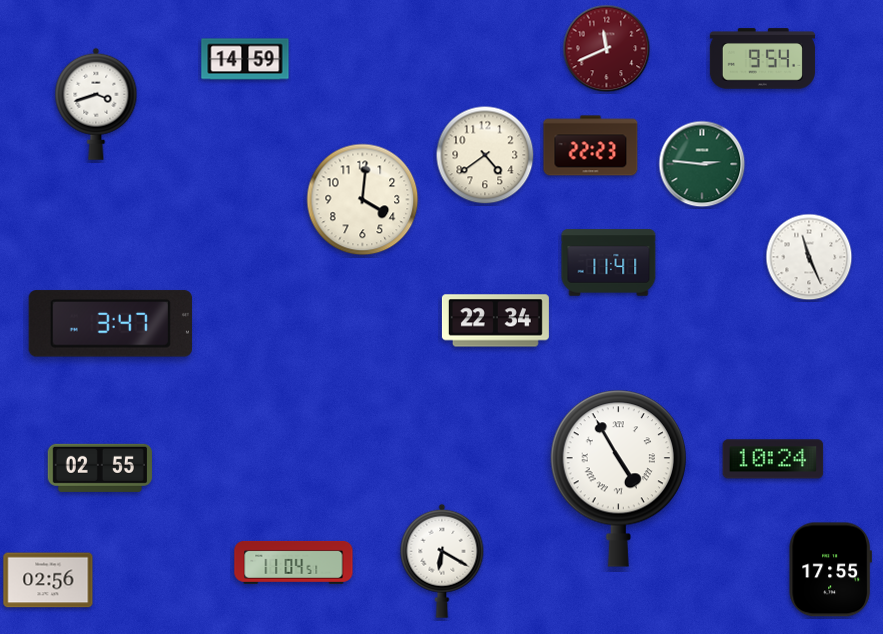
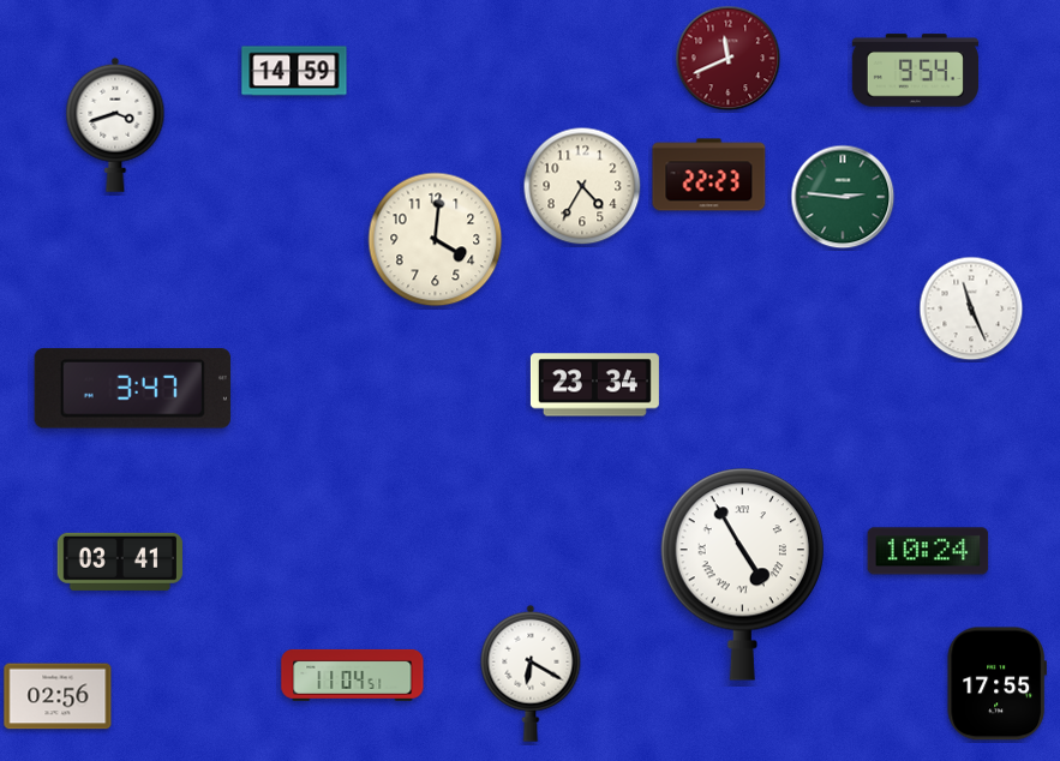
clock at (485, 155): 4:39 -> 4:35
clock at (609, 263): 11:41 -> none
clock at (495, 321): 22:34 -> 23:34
clock at (100, 468): 02:55 -> 03:41
